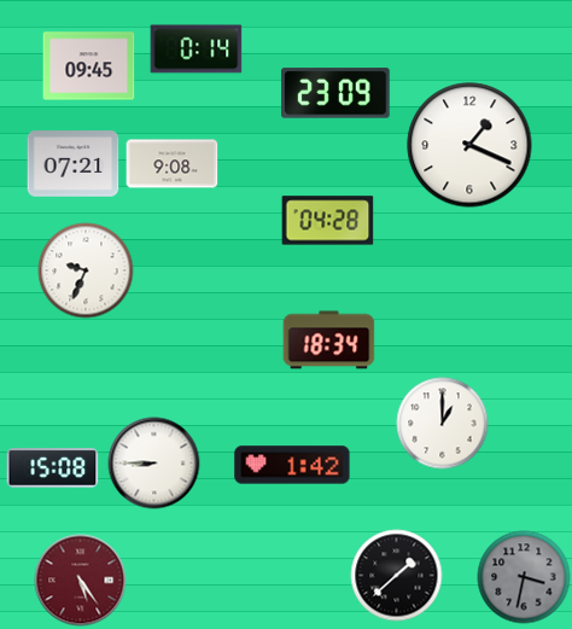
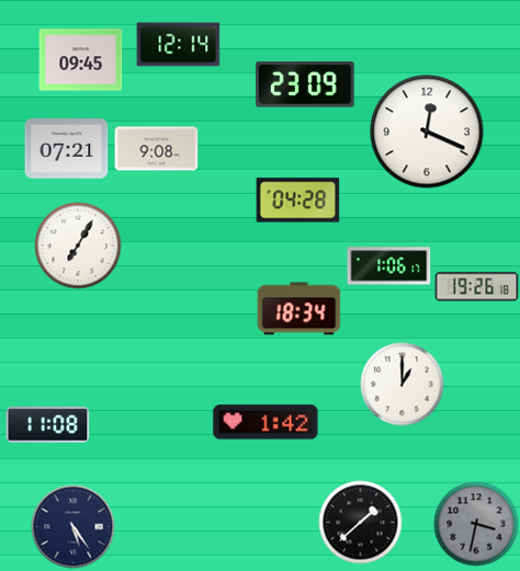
clock at (197, 49): 0:14 -> 12:14
clock at (469, 145): 1:19 -> 12:19
clock at (86, 270): 9:34 -> 7:05
clock at (389, 266): none -> 1:06
clock at (477, 287): none -> 19:26
clock at (154, 464): 8:45 -> none
clock at (53, 468): 15:08 -> 11:08
clock at (81, 581) dial: burgundy -> navy
